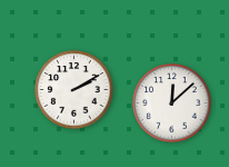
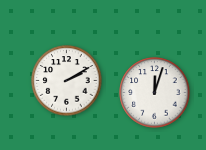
clock at (172, 104): 12:08 -> 12:03
